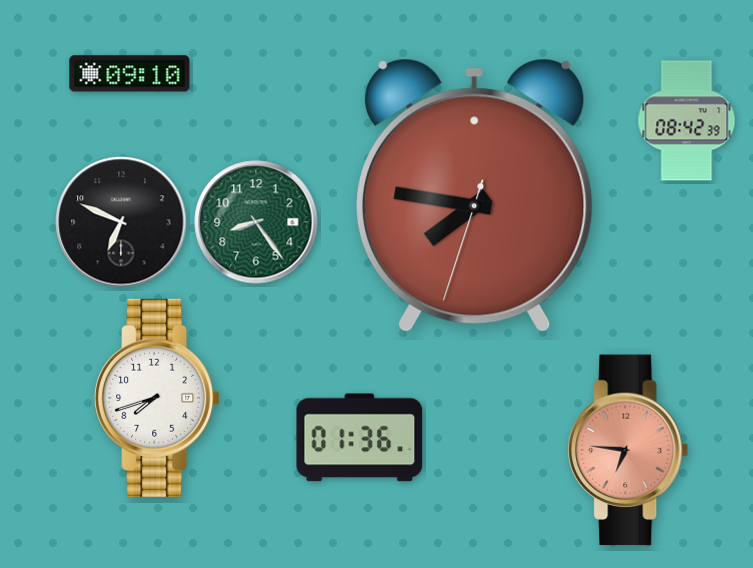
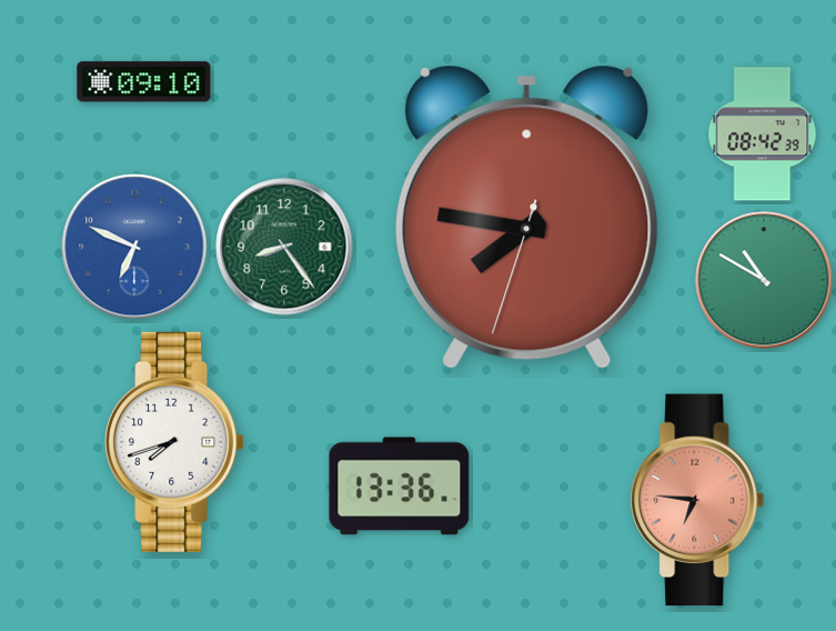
clock at (121, 222) dial: black -> blue
clock at (764, 280): none -> 10:50
clock at (360, 438): 01:36 -> 13:36
